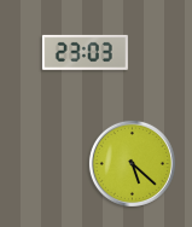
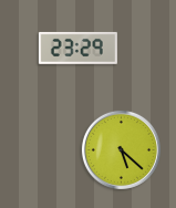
clock at (85, 52): 23:03 -> 23:29
